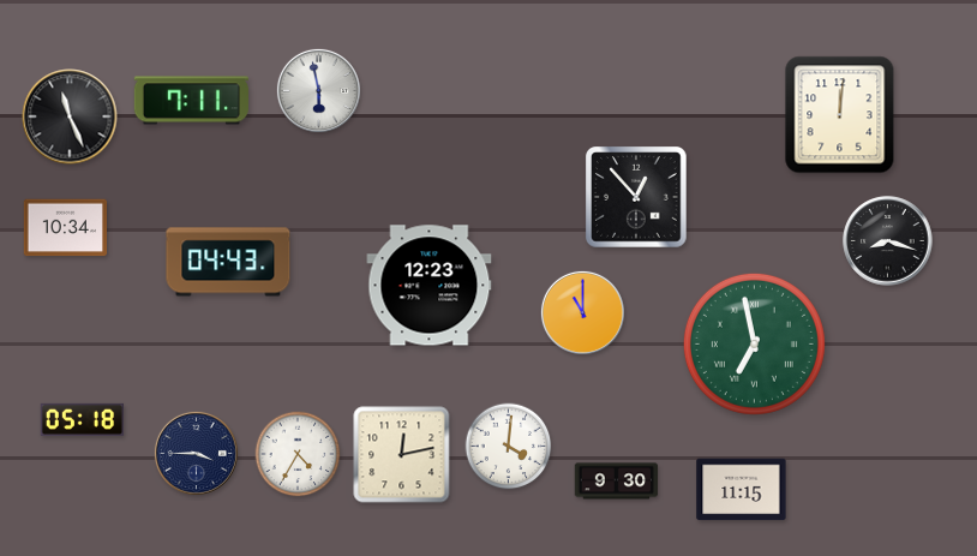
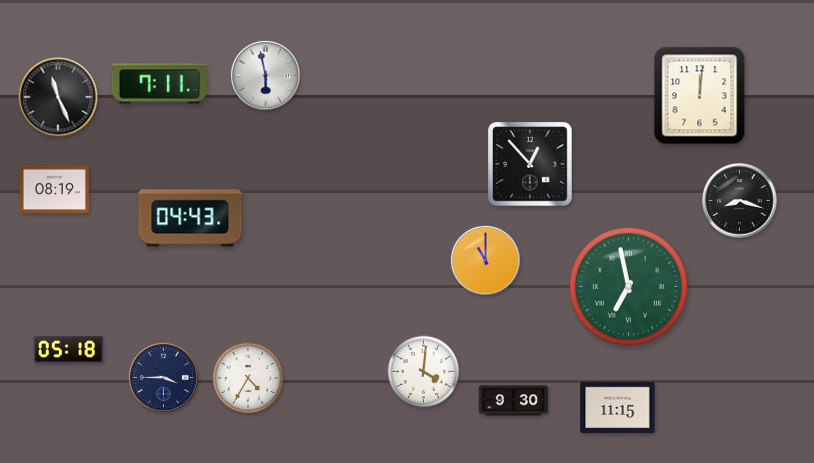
clock at (65, 228): 10:34 -> 08:19
clock at (430, 286): 12:23 -> none
clock at (402, 455): 12:13 -> none
